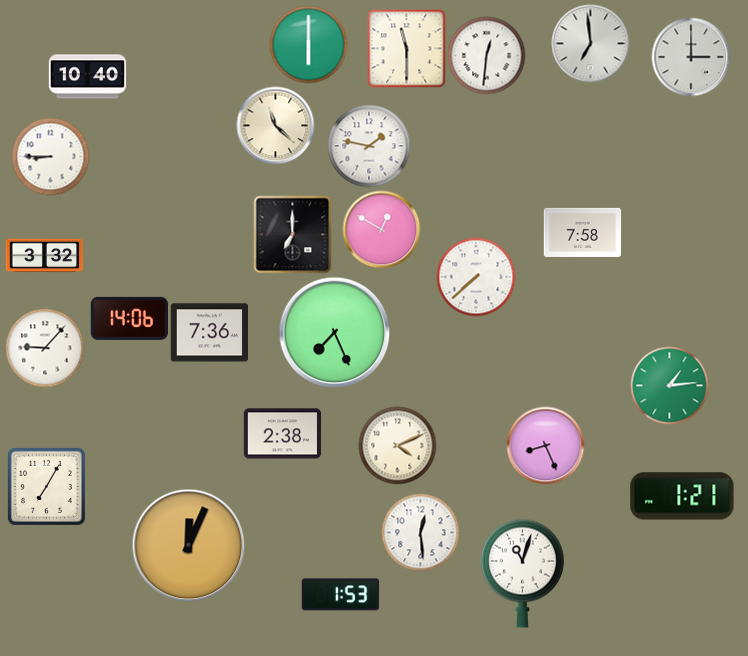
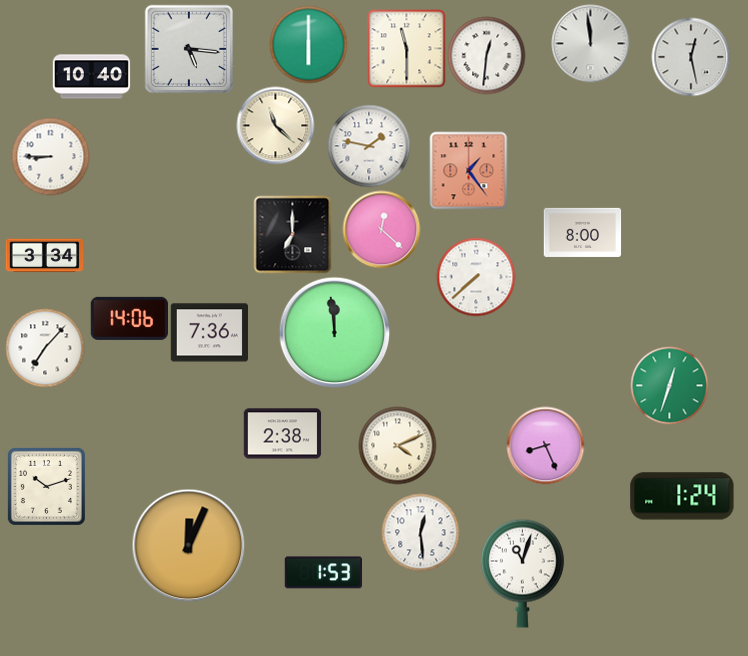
clock at (590, 43): 6:59 -> 11:59
clock at (188, 48): none -> 5:16
clock at (691, 57): 3:00 -> 12:28
clock at (87, 77) position: (87, 77) -> (91, 77)
clock at (468, 170): none -> 1:24
clock at (381, 229): 12:50 -> 12:22
clock at (582, 232): 7:58 -> 8:00
clock at (44, 256): 3:32 -> 3:34
clock at (334, 332): 7:26 -> 11:59
clock at (45, 348): 9:07 -> 7:07
clock at (669, 385): 1:14 -> 12:33
clock at (46, 486): 7:05 -> 10:12
clock at (682, 496): 1:21 -> 1:24
clock at (340, 595) position: (340, 595) -> (323, 573)
